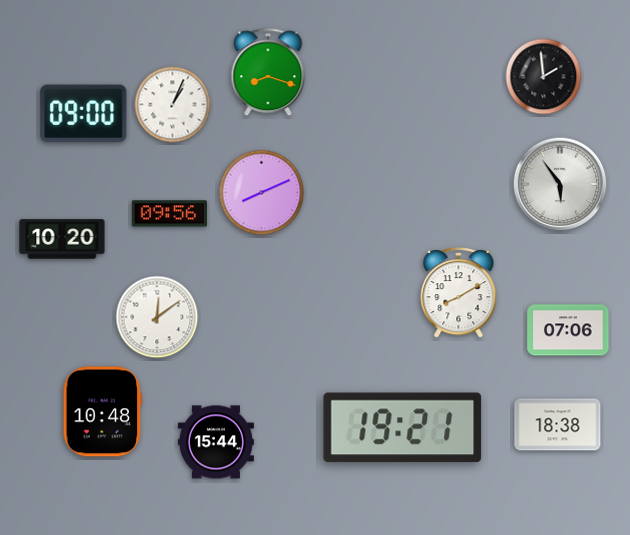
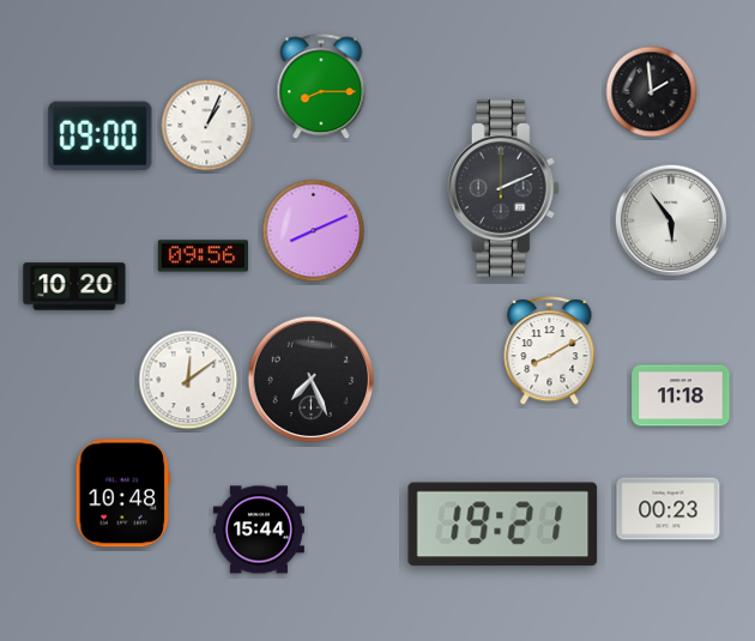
clock at (268, 73): 8:18 -> 8:15
clock at (503, 188): none -> 2:11
clock at (312, 380): none -> 7:26
clock at (568, 330): 07:06 -> 11:18
clock at (558, 425): 18:38 -> 00:23
clock at (403, 428) position: (403, 428) -> (503, 525)
